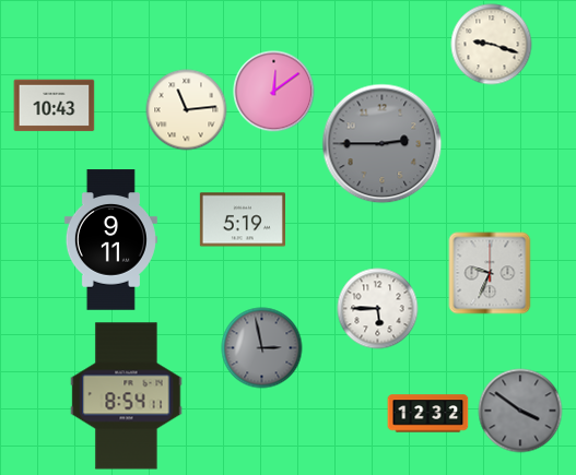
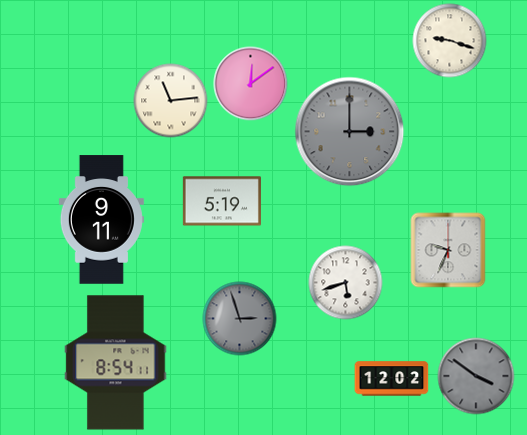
clock at (55, 106): 10:43 -> none
clock at (383, 144): 2:45 -> 3:00
clock at (378, 309): 5:45 -> 5:42
clock at (262, 348): 2:58 -> 2:57
clock at (428, 414): 12:32 -> 12:02
